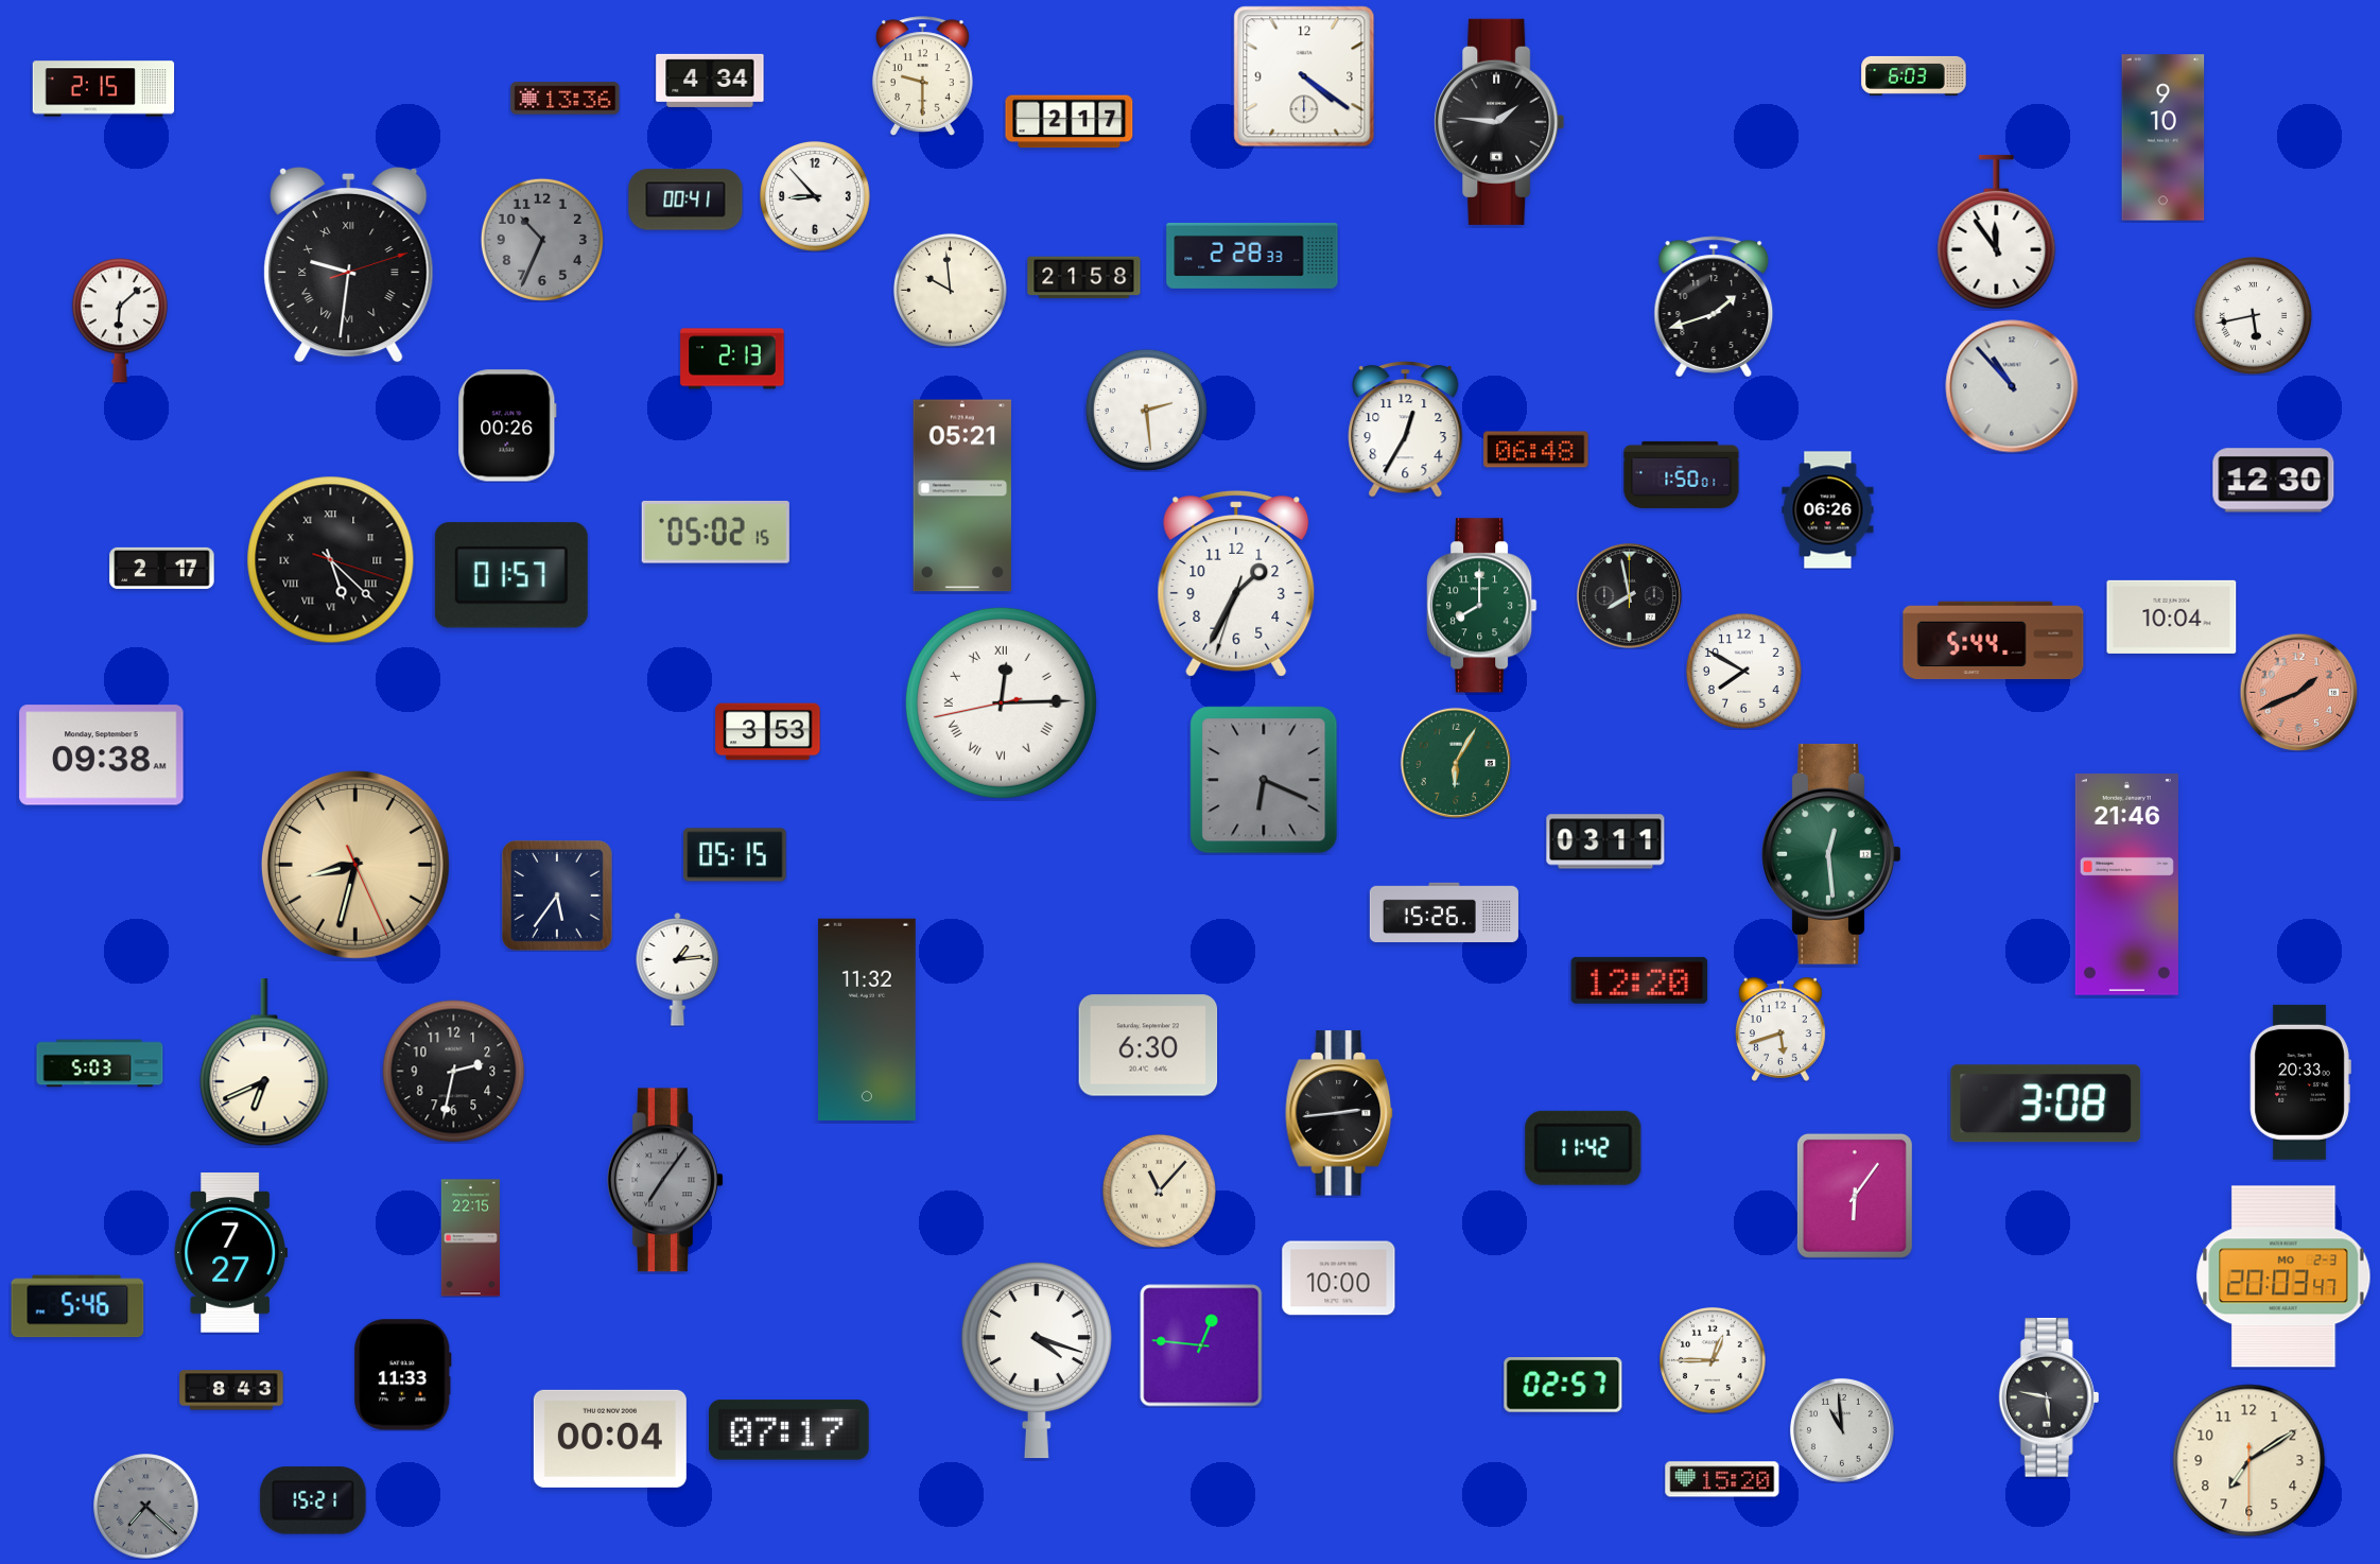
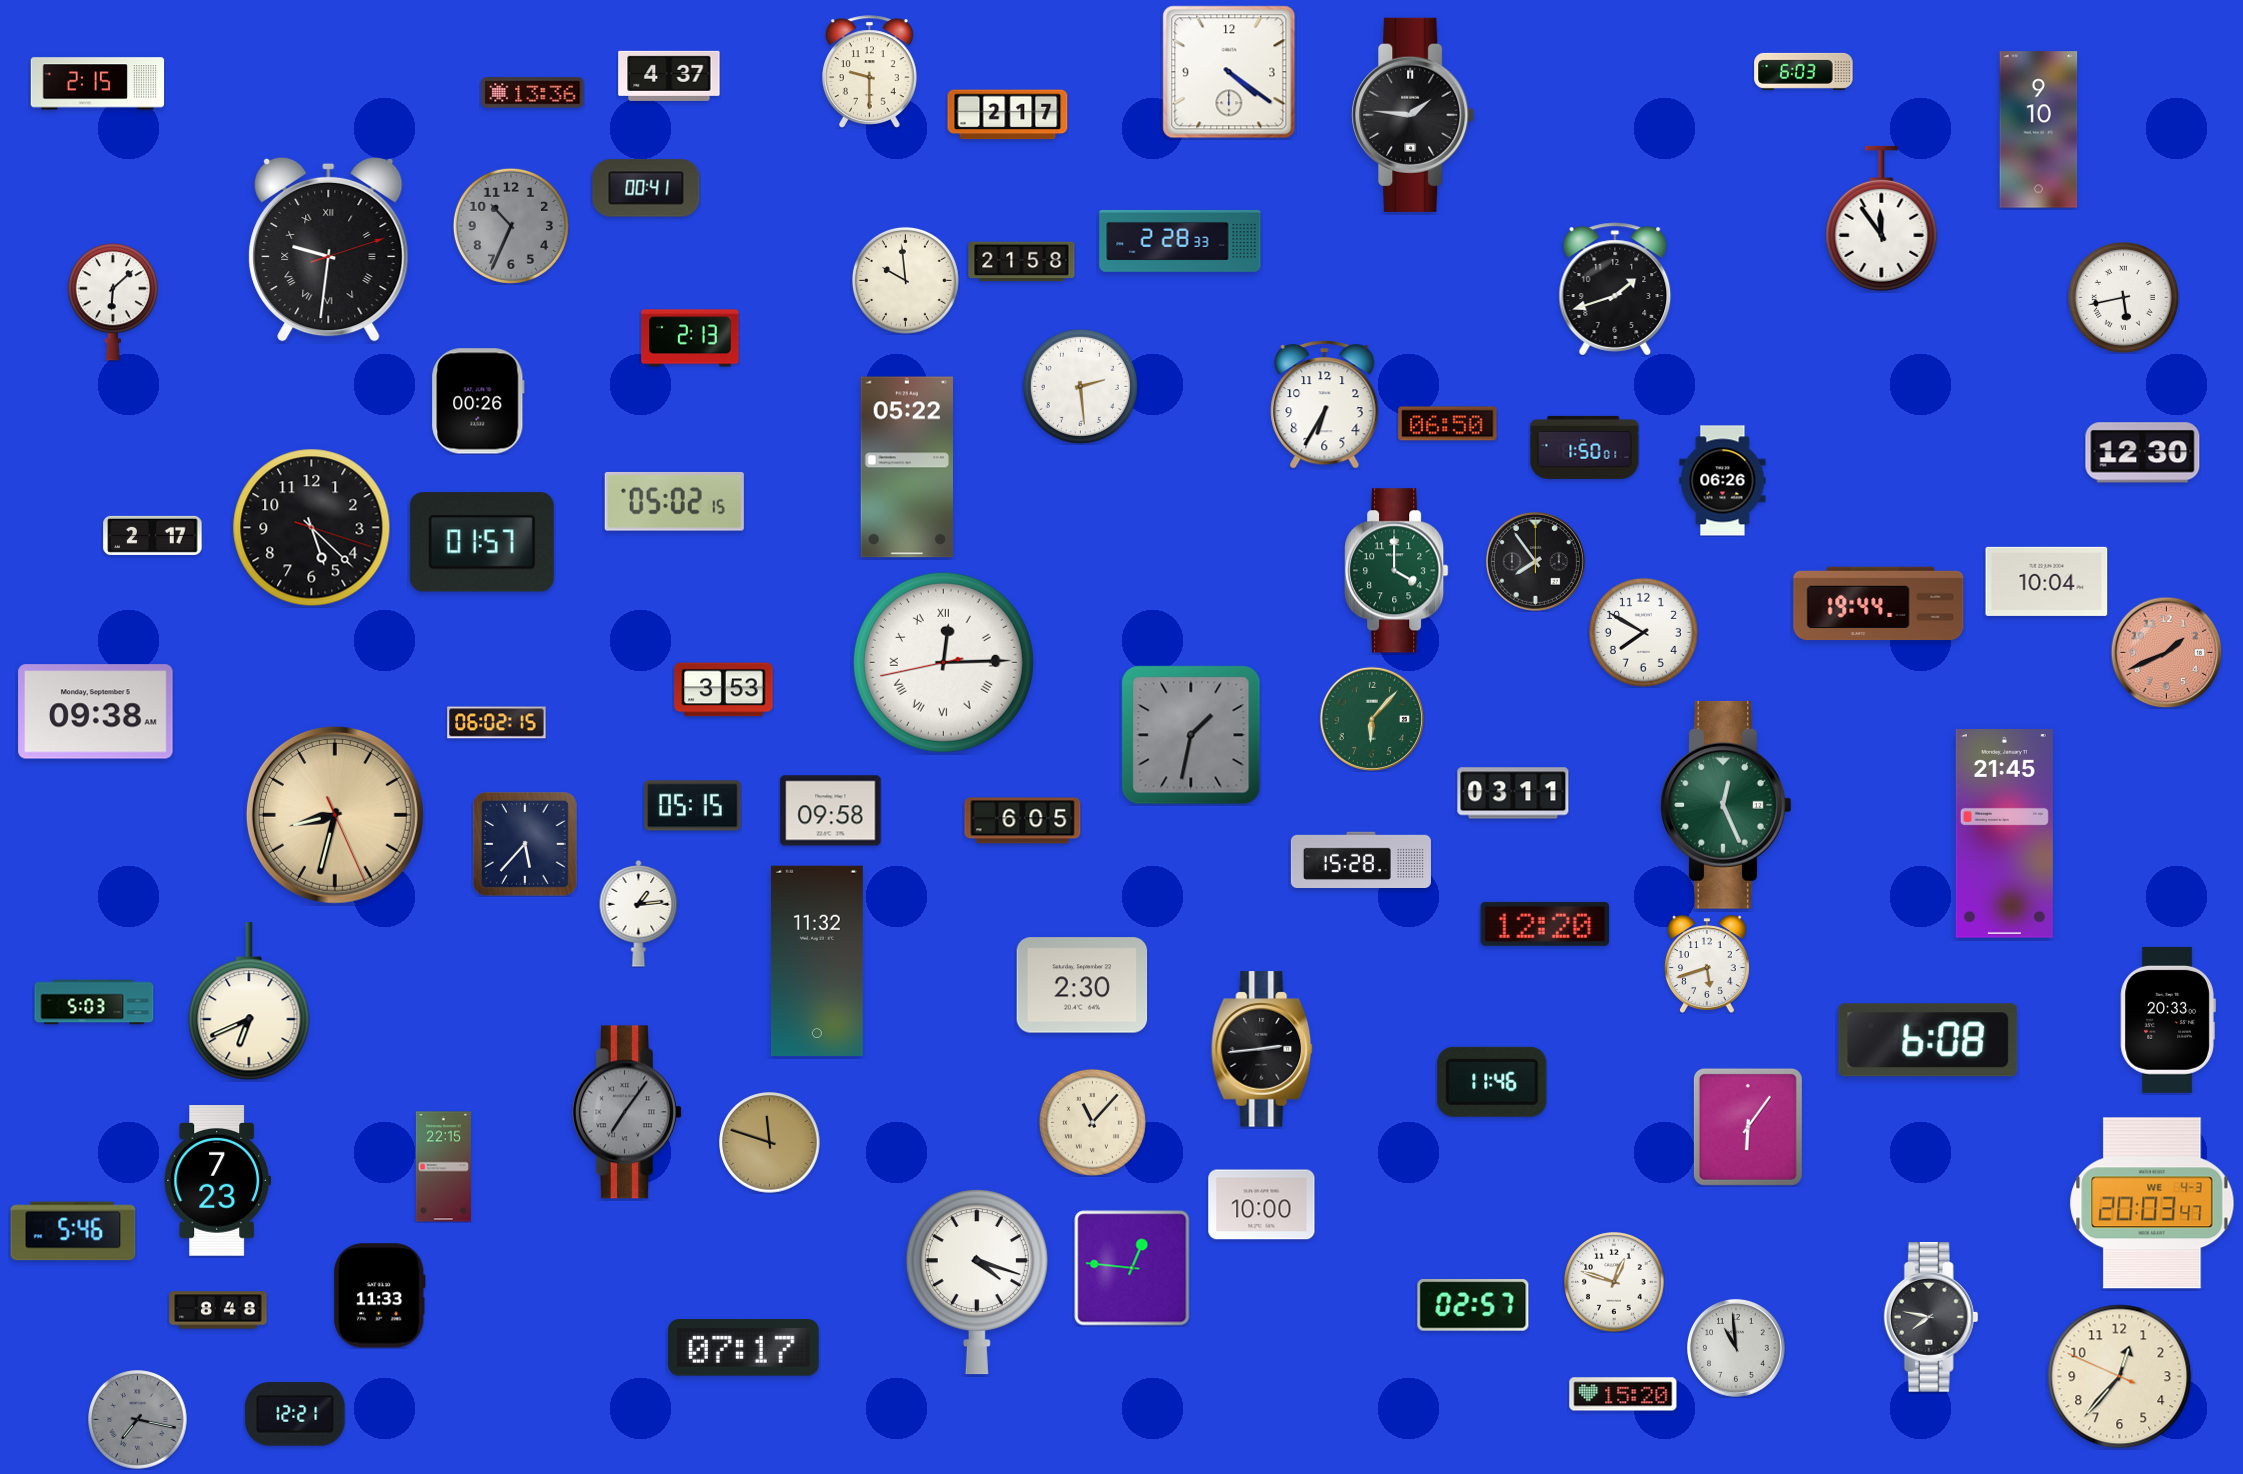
clock at (710, 81): 4:34 -> 4:37
clock at (816, 197): 8:53 -> none
clock at (950, 290) position: (950, 290) -> (905, 280)
clock at (2012, 386): 10:53 -> none
clock at (1406, 430): 12:35 -> 6:35
clock at (1536, 450): 06:48 -> 06:50
clock at (961, 496): 05:21 -> 05:22
clock at (331, 560) numerals: Roman -> Arabic
clock at (1236, 584): 1:34 -> none
clock at (1629, 595): 7:58 -> 7:54
clock at (1482, 606): 8:00 -> 4:00
clock at (1994, 641): 5:44 -> 19:44
clock at (1456, 763): 6:05 -> 6:07
clock at (497, 723): none -> 06:02
clock at (1264, 780): 6:19 -> 1:32
clock at (1831, 854): 12:29 -> 12:26
clock at (831, 811): none -> 09:58
clock at (1023, 821): none -> 6:05
clock at (2126, 885): 21:46 -> 21:45
clock at (558, 897): 5:36 -> 5:37
clock at (1444, 913): 15:26 -> 15:28
clock at (1780, 1029) position: (1780, 1029) -> (1707, 964)
clock at (1148, 1045): 6:30 -> 2:30
clock at (454, 1072): 2:32 -> none
clock at (2046, 1104): 3:08 -> 6:08
clock at (1583, 1148): 11:42 -> 11:46
clock at (770, 1143): none -> 11:48
clock at (230, 1253): 7:27 -> 7:23
clock at (2283, 1276) date: MO 2-3 -> WE 4-3
clock at (1713, 1360): 12:45 -> 12:48
clock at (231, 1390): 8:43 -> 8:48
clock at (2049, 1398): 5:47 -> 7:47
clock at (610, 1439): 00:04 -> none
clock at (2249, 1461): 7:09 -> 12:36
clock at (313, 1500): 15:21 -> 12:21
clock at (146, 1507): 7:22 -> 7:17
